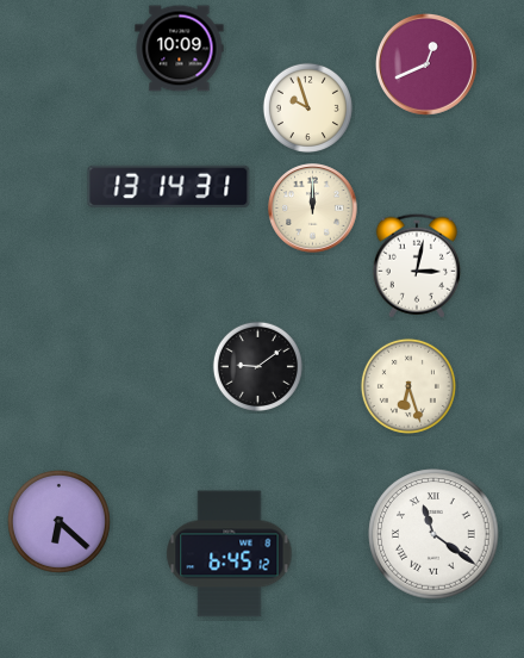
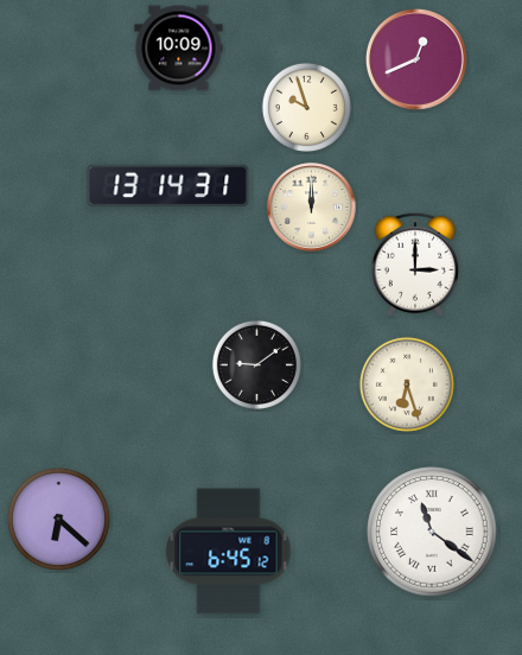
clock at (426, 64) position: (426, 64) -> (416, 59)
clock at (417, 266): 3:02 -> 3:00
